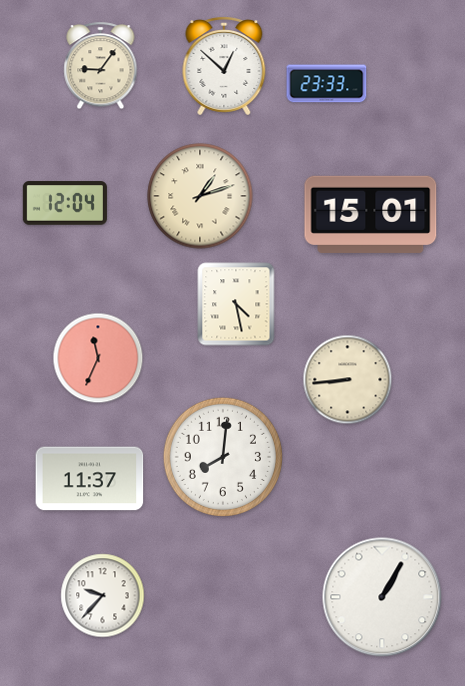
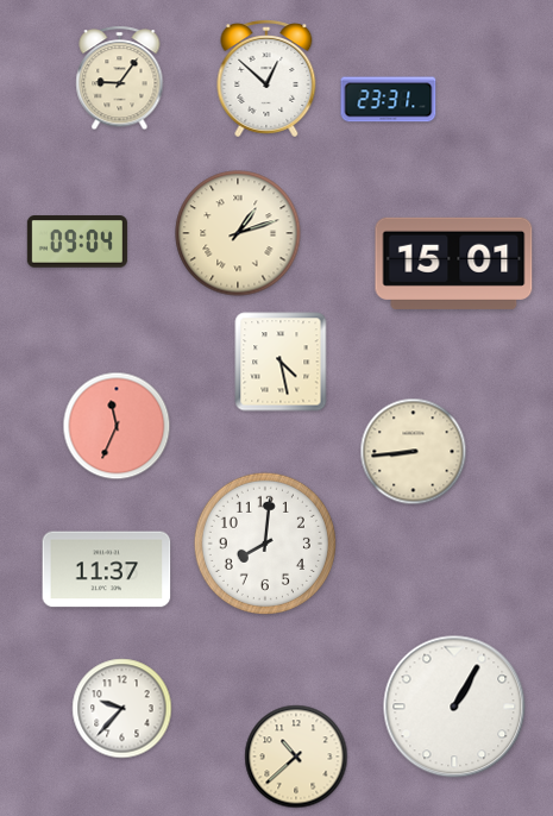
clock at (327, 84): 23:33 -> 23:31
clock at (65, 203): 12:04 -> 09:04
clock at (371, 214) position: (371, 214) -> (454, 263)
clock at (382, 597) position: (382, 597) -> (454, 707)
clock at (296, 757): none -> 10:38
